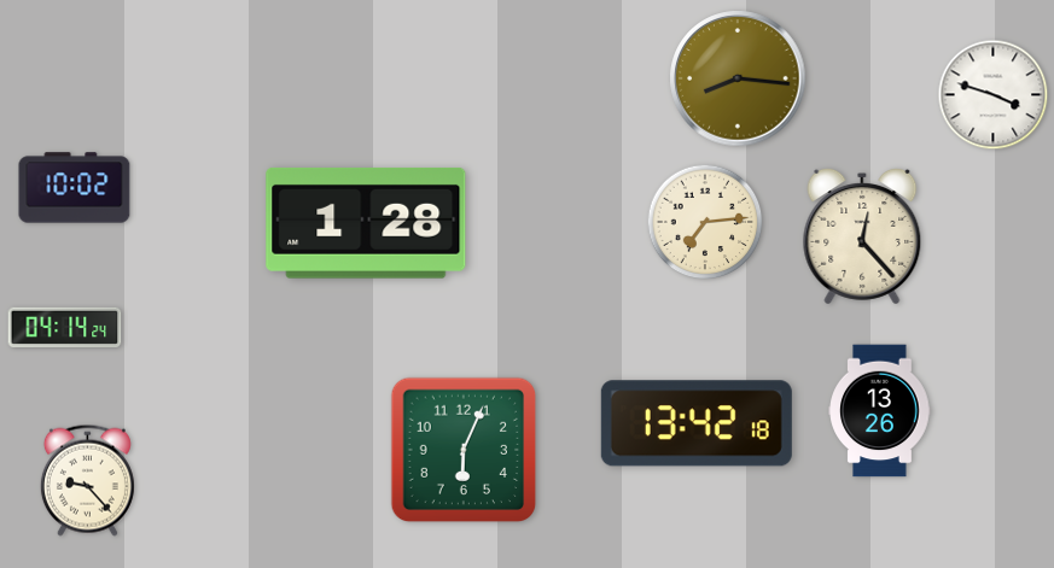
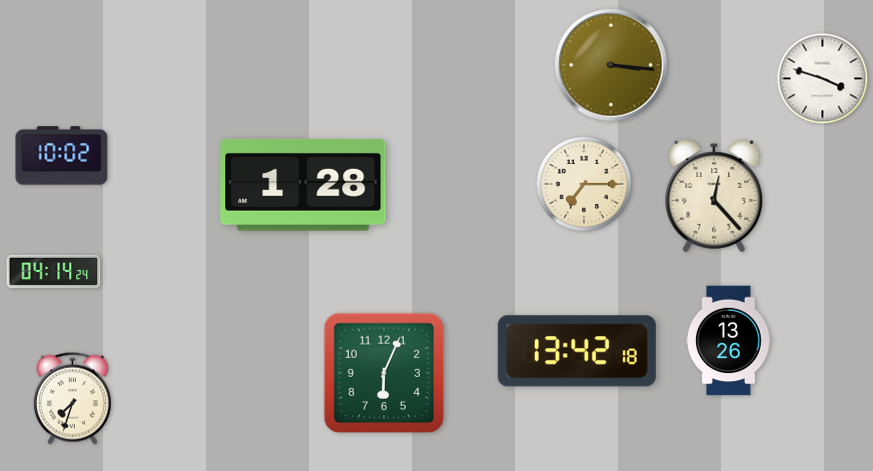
clock at (738, 78): 8:16 -> 3:16
clock at (705, 222): 7:14 -> 7:15
clock at (87, 480): 9:23 -> 7:33
